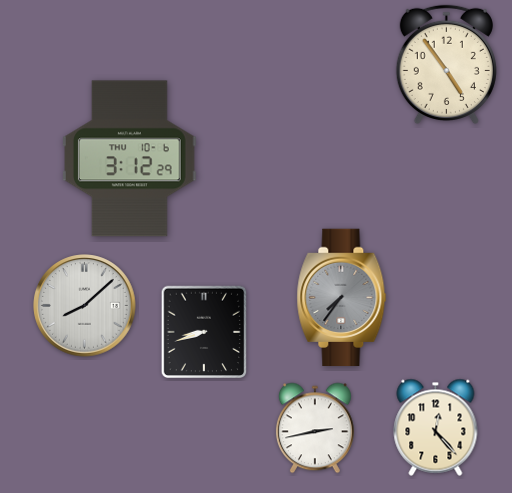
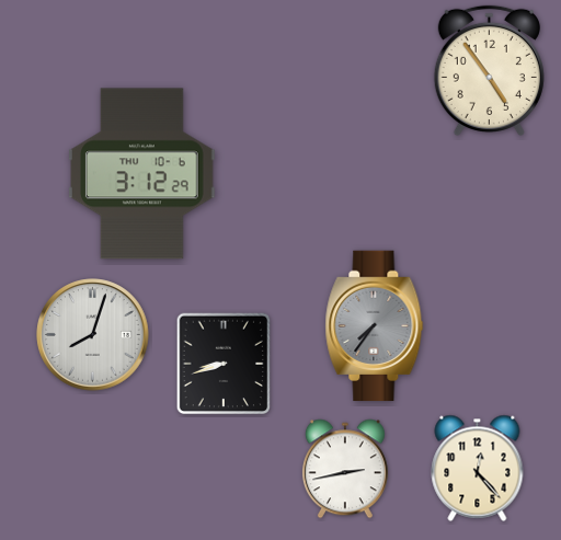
clock at (85, 306): 8:08 -> 8:03
